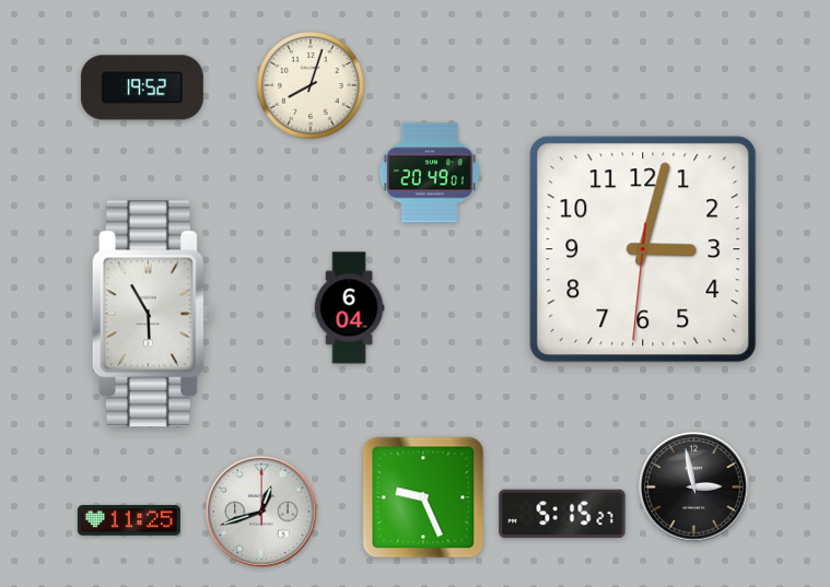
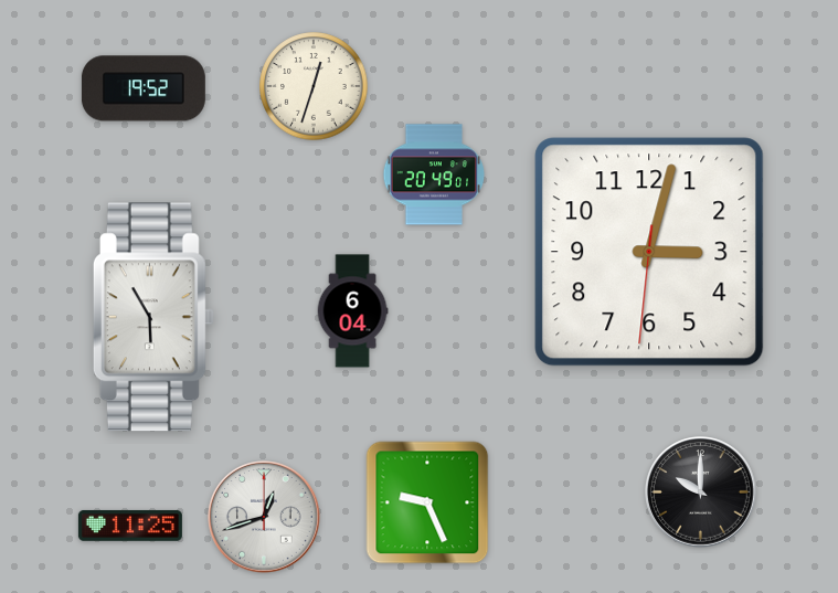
clock at (311, 85): 8:03 -> 12:33
clock at (694, 488): 2:58 -> 10:00
clock at (562, 514): 5:15 -> none
